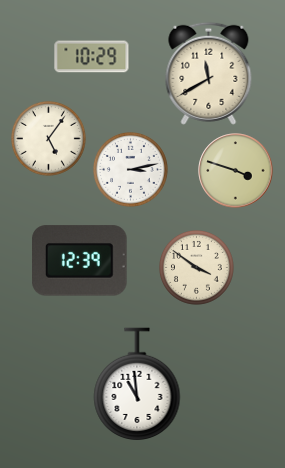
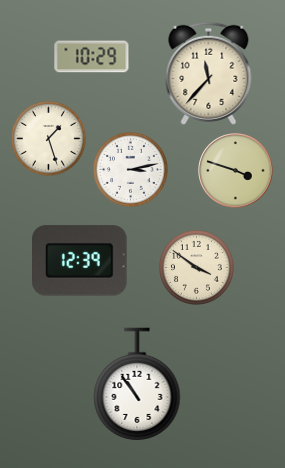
clock at (209, 73): 11:40 -> 11:37
clock at (49, 139): 5:06 -> 1:27
clock at (137, 384): 10:59 -> 10:54
